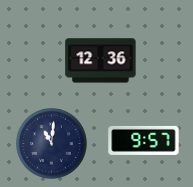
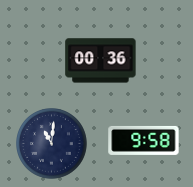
clock at (101, 61): 12:36 -> 00:36
clock at (144, 140): 9:57 -> 9:58
